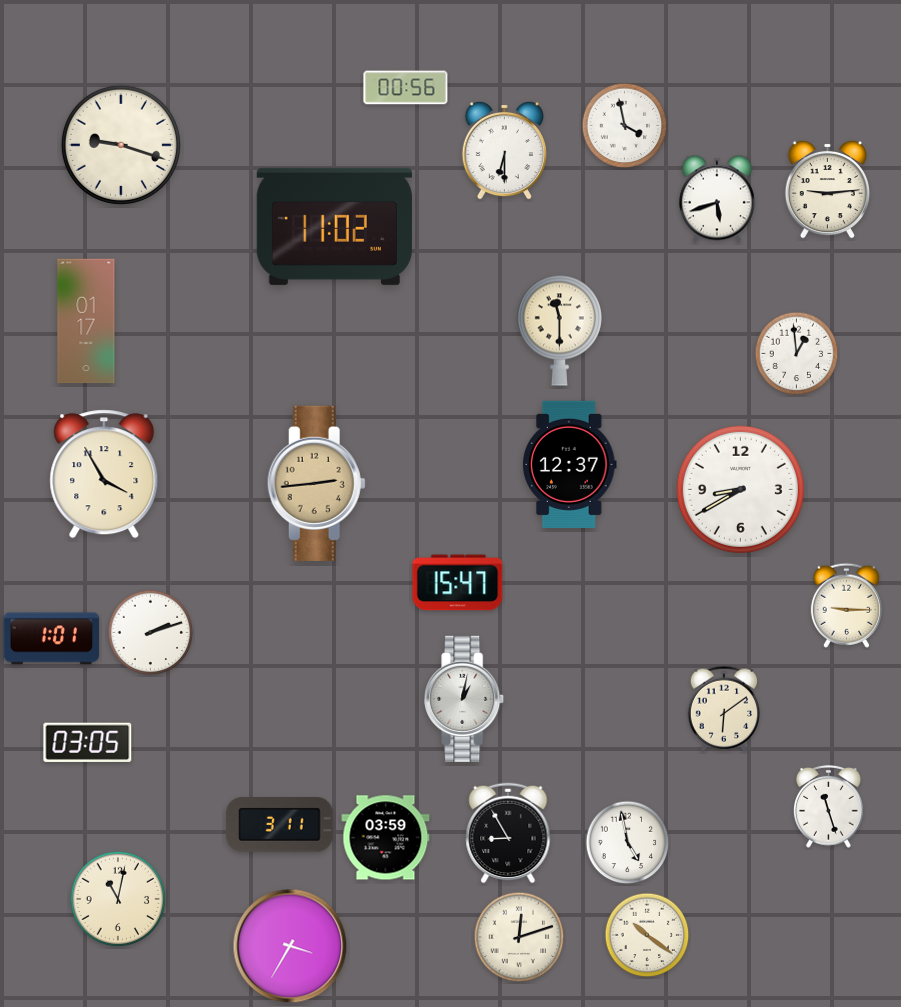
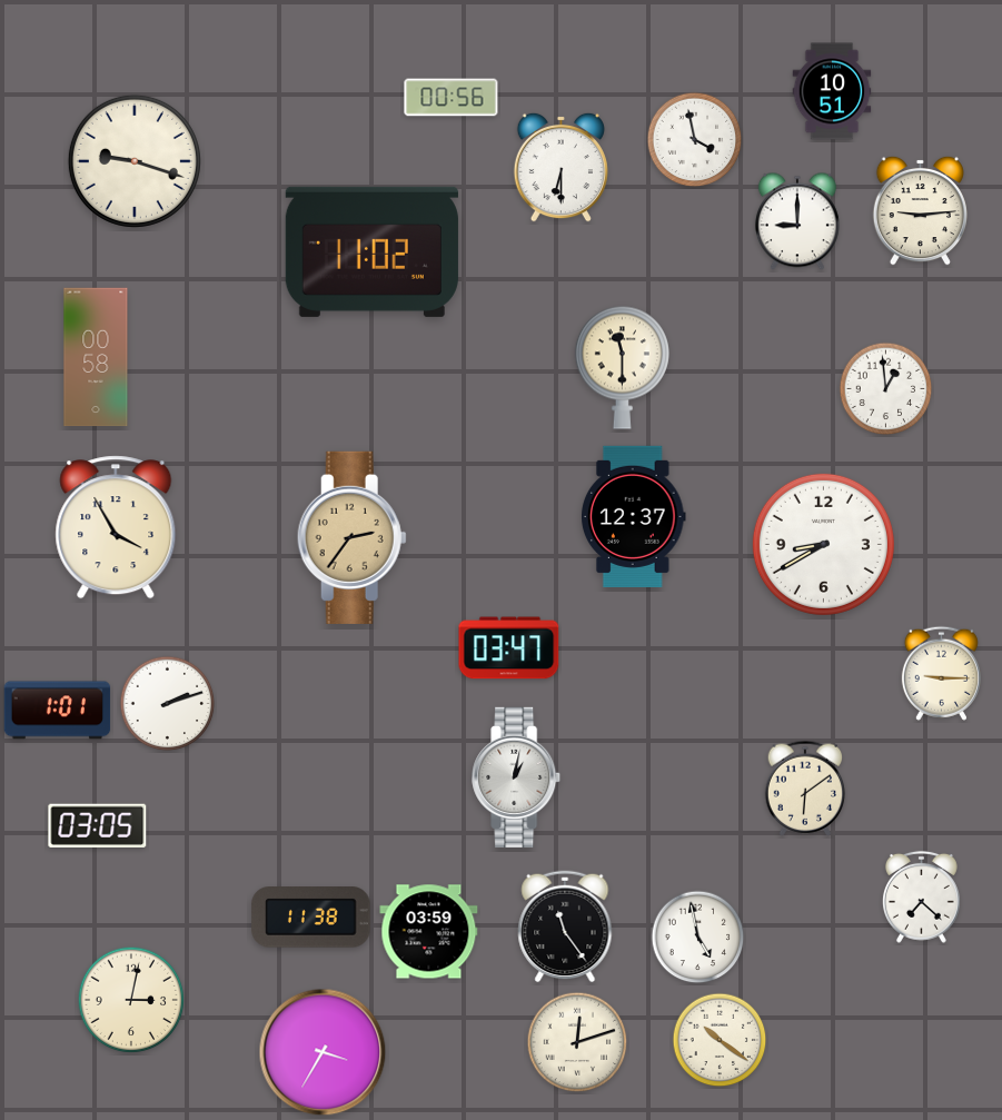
clock at (832, 91): none -> 10:51
clock at (717, 199): 5:42 -> 9:00
clock at (86, 321): 01:17 -> 00:58
clock at (797, 354) position: (797, 354) -> (886, 389)
clock at (316, 483): 2:44 -> 2:36
clock at (458, 583): 15:47 -> 03:47
clock at (828, 806): 11:27 -> 7:22
clock at (280, 825): 3:11 -> 11:38
clock at (508, 833): 8:55 -> 11:24
clock at (118, 899): 11:02 -> 3:02
